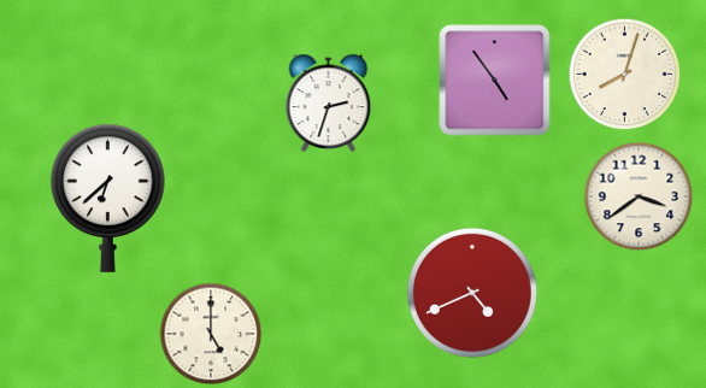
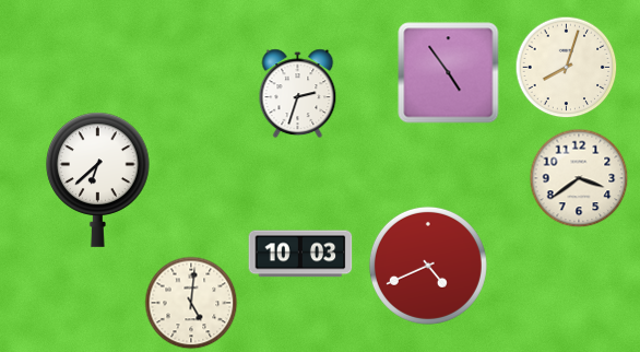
clock at (300, 254): none -> 10:03
clock at (211, 334): 5:00 -> 5:01
